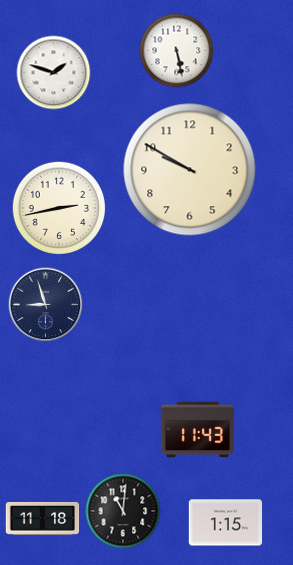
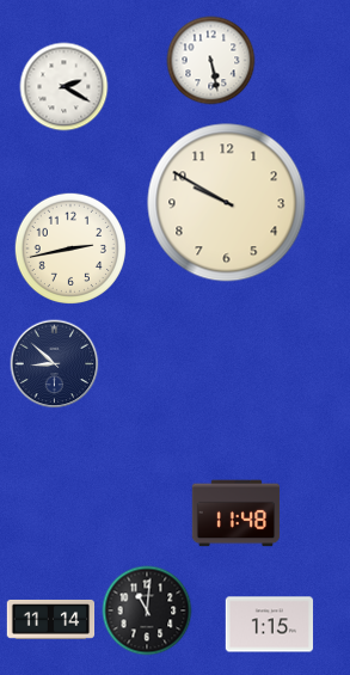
clock at (54, 73): 1:48 -> 2:20
clock at (46, 305): 8:57 -> 8:52
clock at (198, 430): 11:43 -> 11:48
clock at (43, 518): 11:18 -> 11:14
